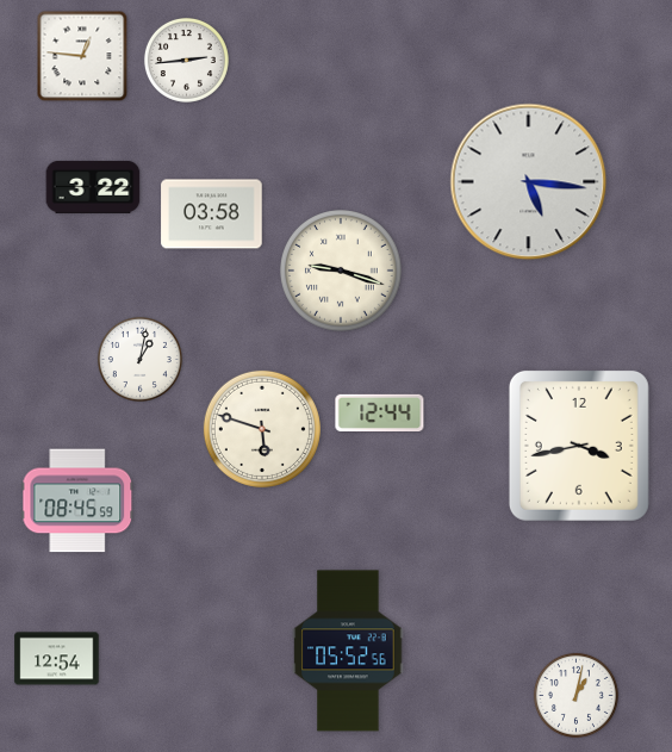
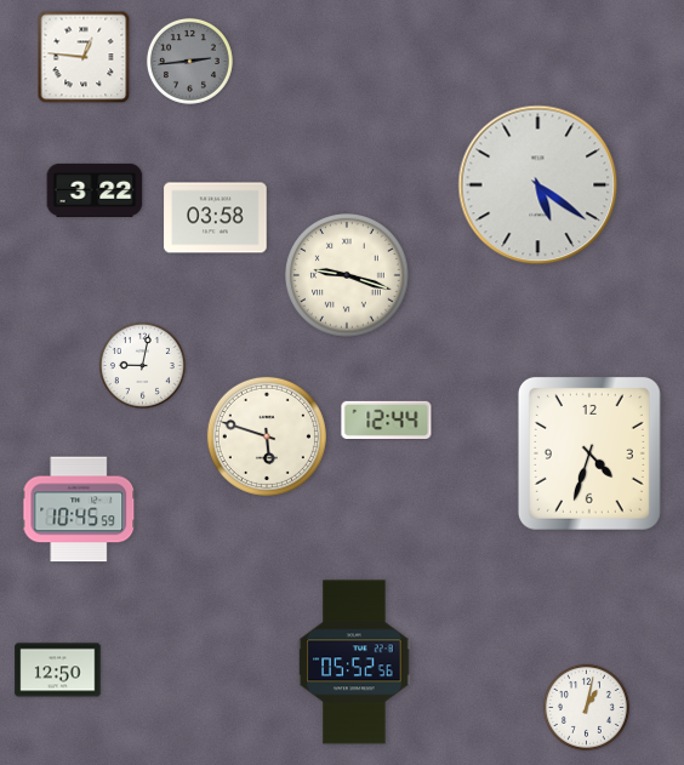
clock at (186, 60) dial: white -> grey
clock at (529, 182): 5:16 -> 5:21
clock at (139, 359): 1:02 -> 9:02
clock at (579, 446): 3:43 -> 4:33
clock at (77, 501): 08:45 -> 10:45
clock at (57, 659): 12:54 -> 12:50
